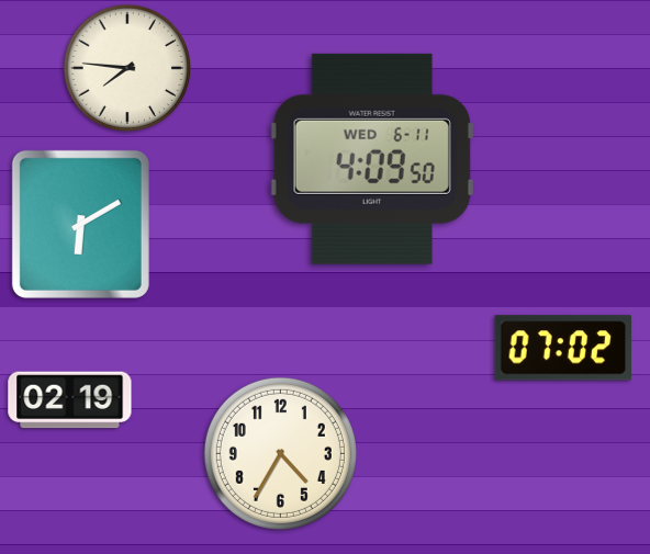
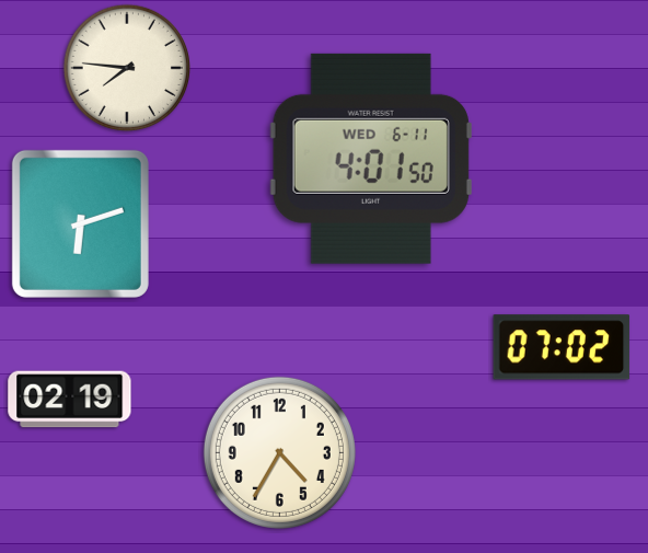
clock at (372, 159): 4:09 -> 4:01
clock at (80, 224): 6:10 -> 6:12
